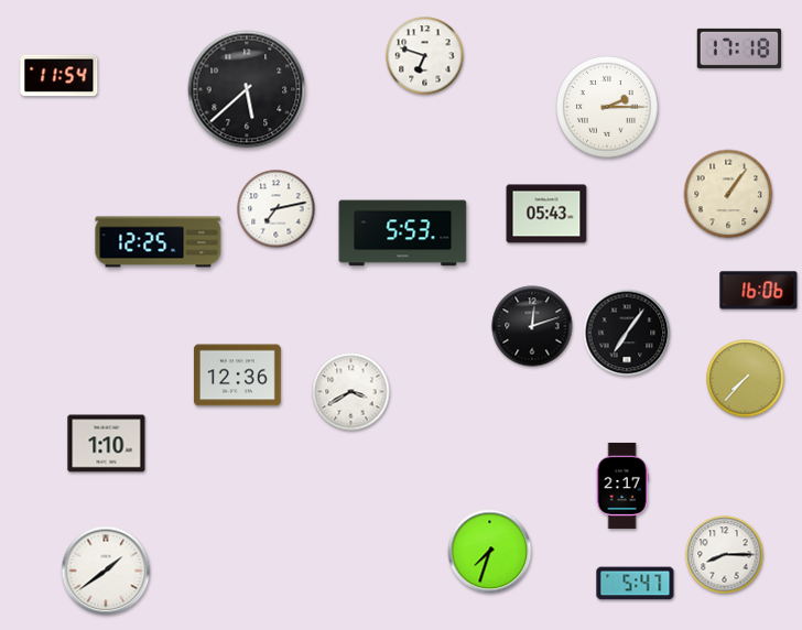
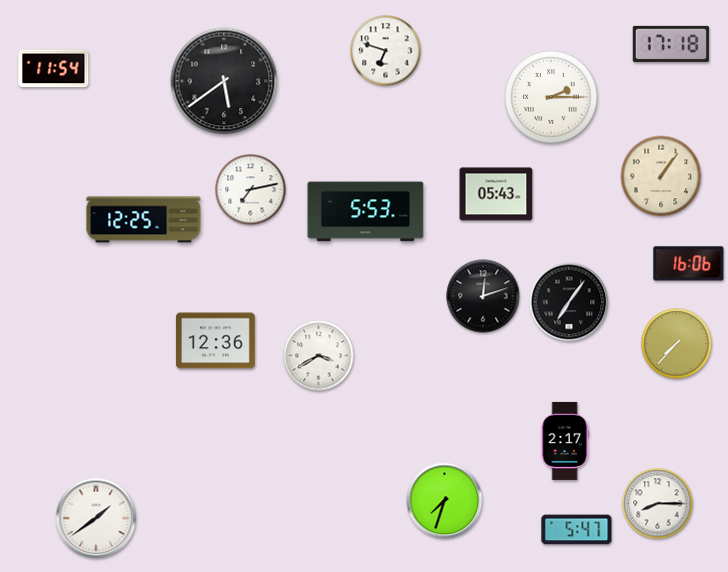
clock at (247, 89): 5:38 -> 5:39
clock at (107, 444): 1:10 -> none
